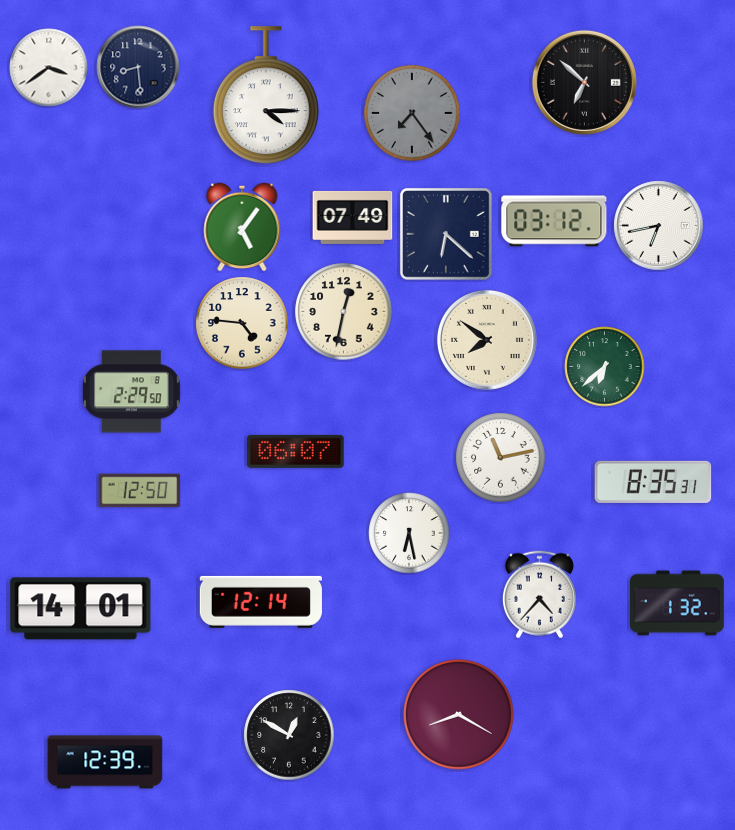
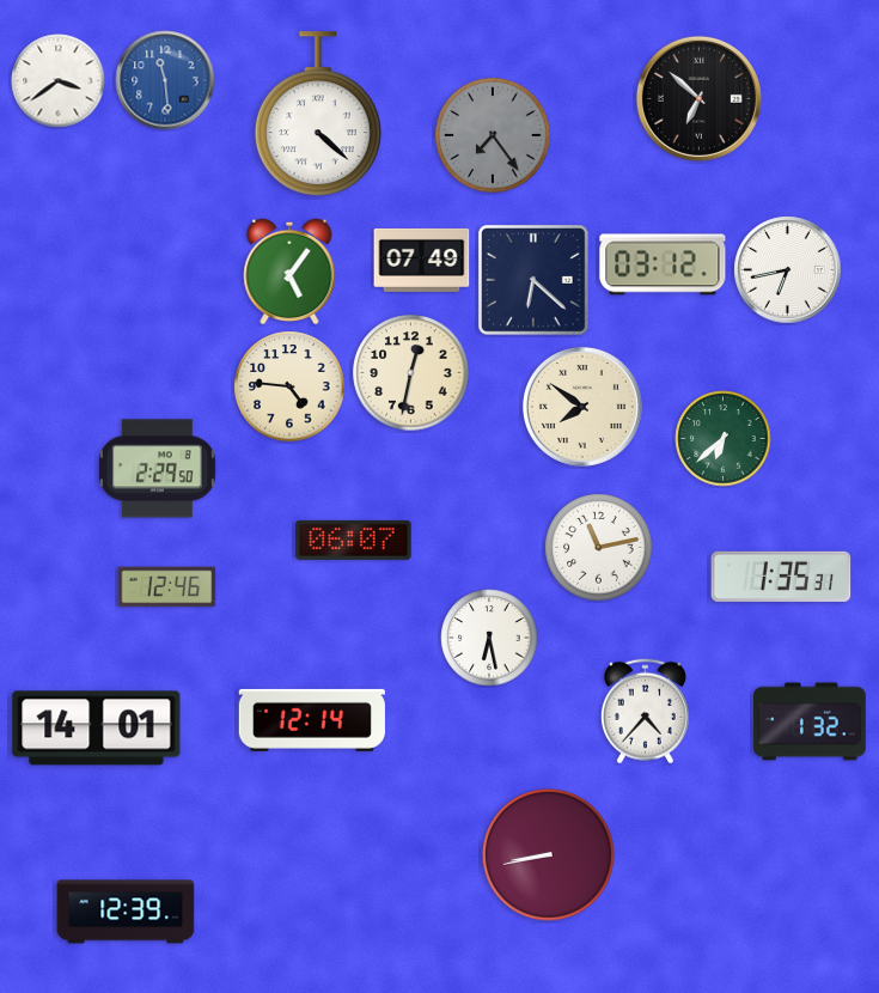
clock at (138, 67): 8:29 -> 11:29
clock at (138, 67) dial: navy -> blue
clock at (266, 96): 4:15 -> 4:22
clock at (653, 482): 8:35 -> 1:35
clock at (140, 491): 12:50 -> 12:46
clock at (459, 715): 8:20 -> 8:43
clock at (289, 735): 12:50 -> none
